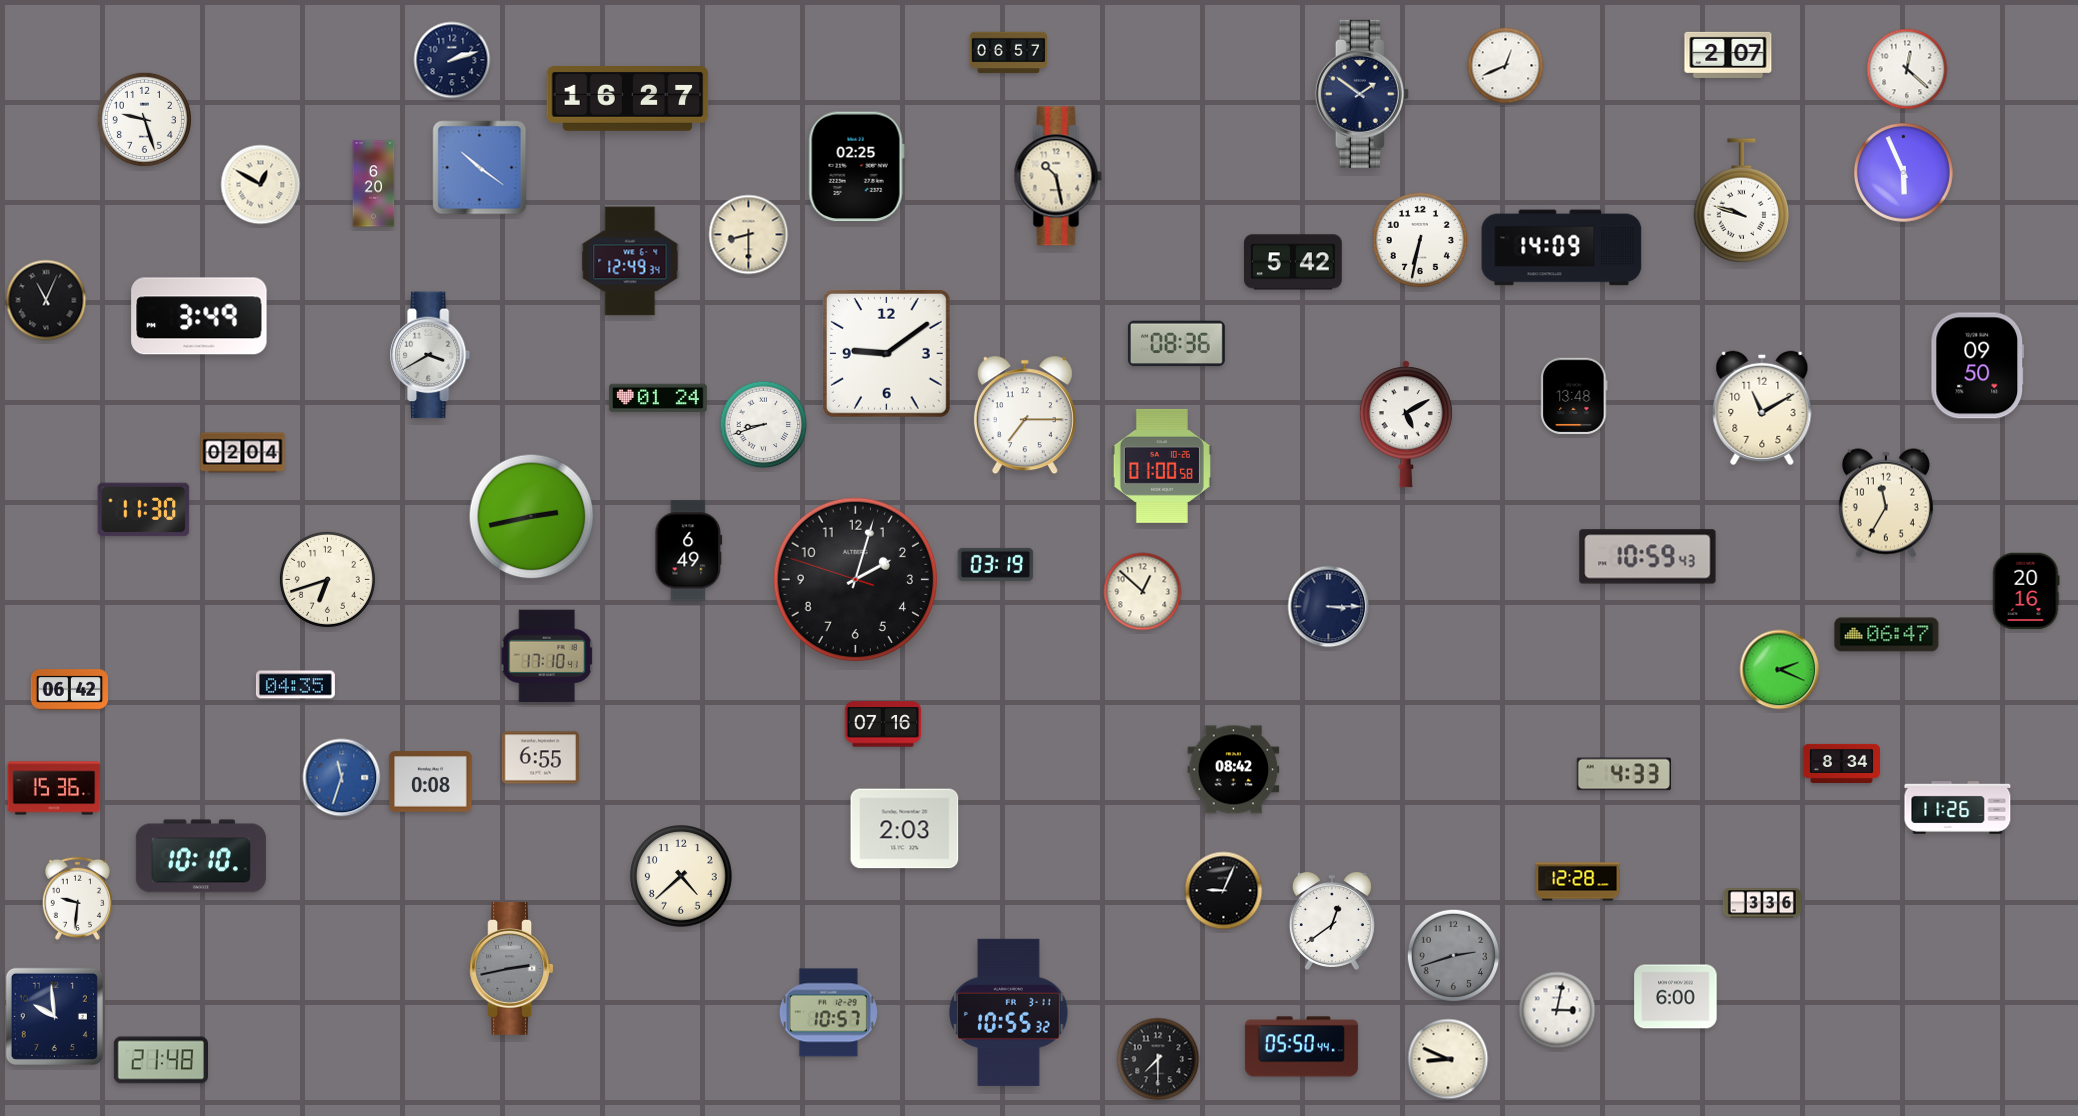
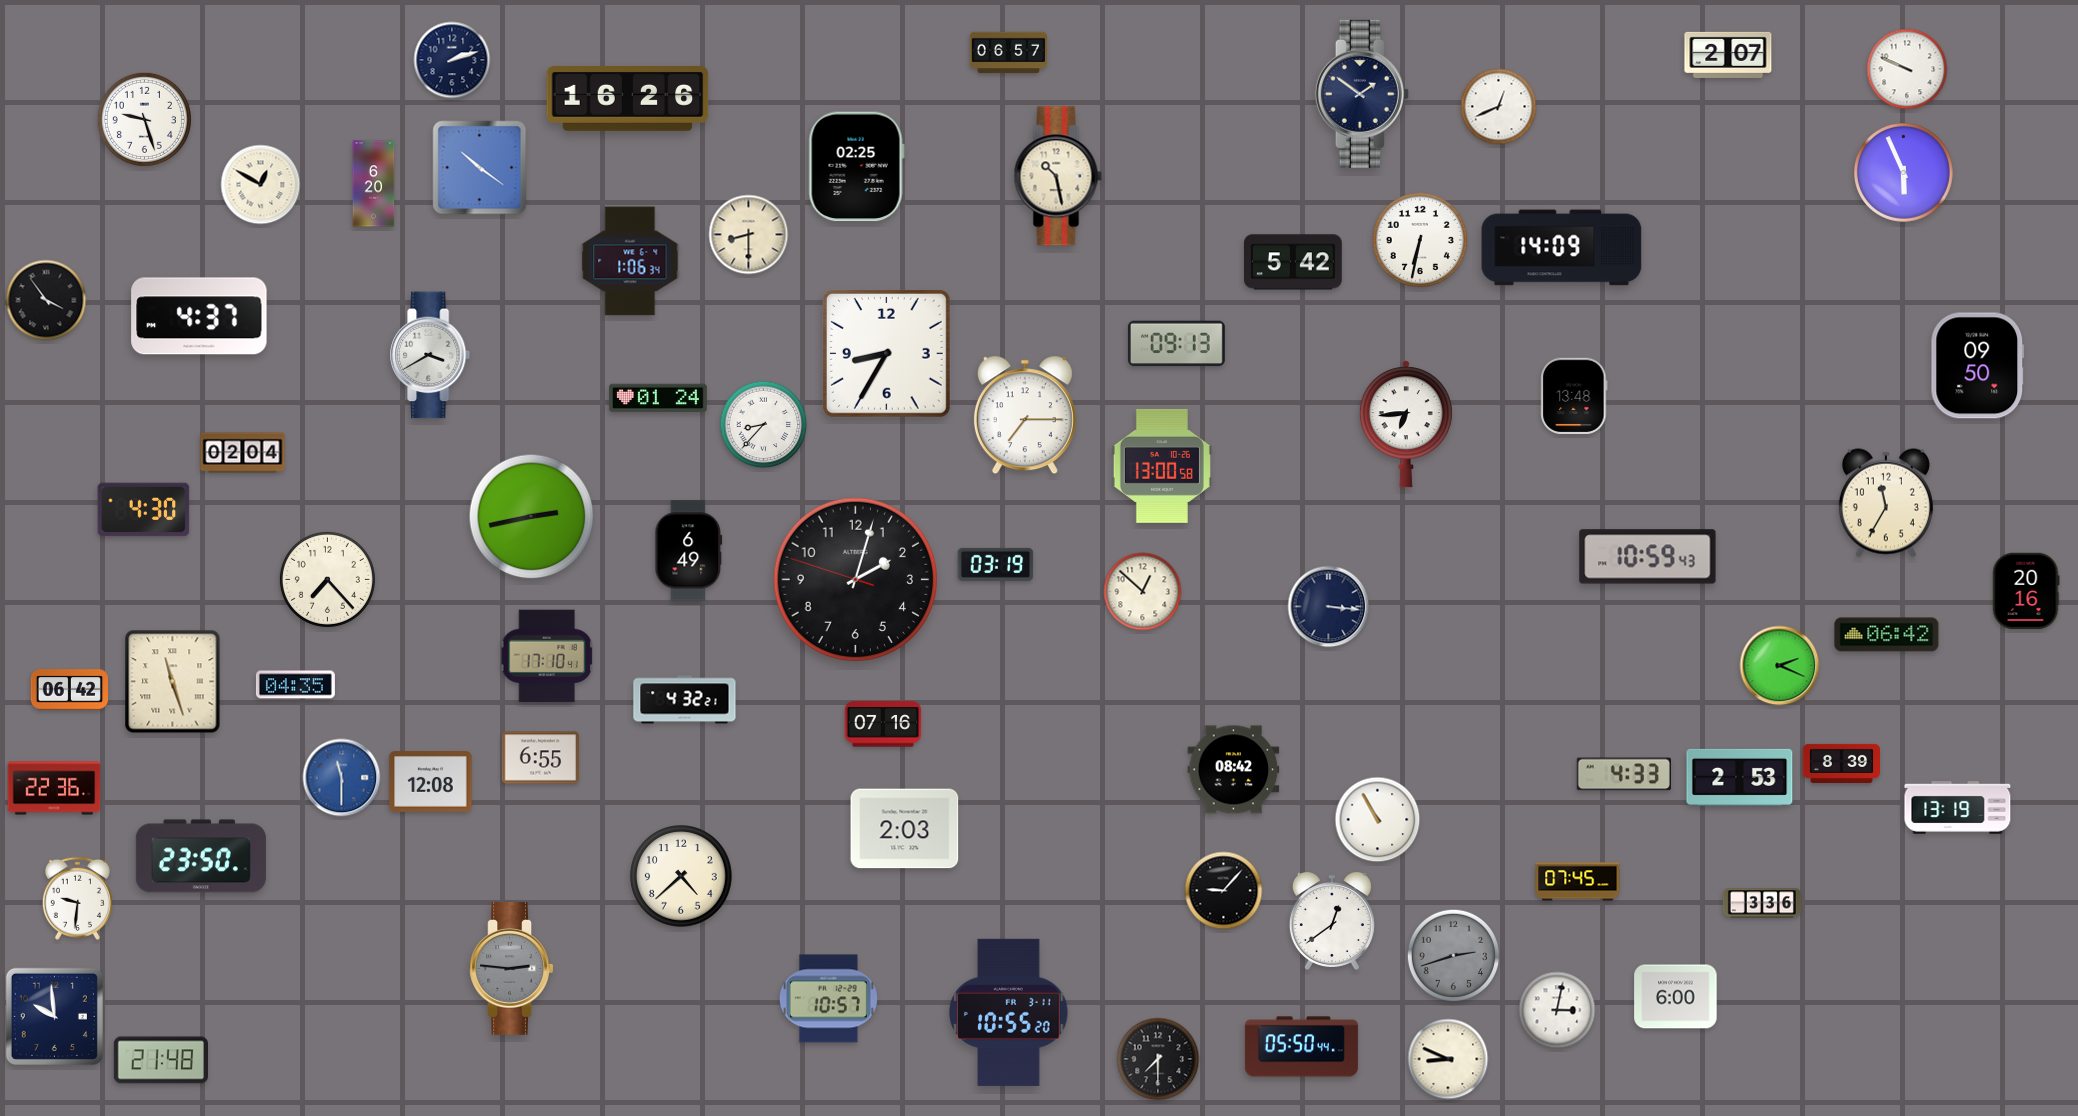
clock at (1506, 66) position: (1506, 66) -> (1499, 107)
clock at (1907, 69): 12:22 -> 9:49
clock at (628, 99): 16:27 -> 16:26
clock at (1742, 201): 9:48 -> none
clock at (630, 261): 12:49 -> 1:06
clock at (46, 300): 11:04 -> 3:54
clock at (199, 316): 3:49 -> 4:37
clock at (1176, 344): 08:36 -> 09:13
clock at (886, 353): 9:09 -> 8:35
clock at (1762, 408): 11:10 -> none
clock at (1406, 424): 5:10 -> 6:44
clock at (764, 425): 8:42 -> 8:37
clock at (1162, 466): 01:00 -> 13:00
clock at (144, 510): 11:30 -> 4:30
clock at (327, 579): 6:42 -> 7:23
clock at (1329, 607): 3:15 -> 3:16
clock at (1887, 635): 06:47 -> 06:42
clock at (1780, 670) position: (1780, 670) -> (1780, 666)
clock at (173, 682): none -> 11:27
clock at (685, 700): none -> 4:32
clock at (1841, 763): 8:34 -> 8:39
clock at (1740, 777): none -> 2:53
clock at (342, 778): 11:33 -> 11:30
clock at (431, 782): 0:08 -> 12:08
clock at (54, 788): 15:36 -> 22:36
clock at (1958, 808): 11:26 -> 13:19
clock at (1378, 820): none -> 10:55
clock at (201, 856): 10:10 -> 23:50
clock at (1578, 882): 12:28 -> 07:45
clock at (1224, 891): 9:04 -> 9:07
clock at (512, 969): 2:43 -> 2:46
clock at (1009, 1012): 10:55:32 -> 10:55:20
clock at (828, 1013) position: (828, 1013) -> (828, 999)
